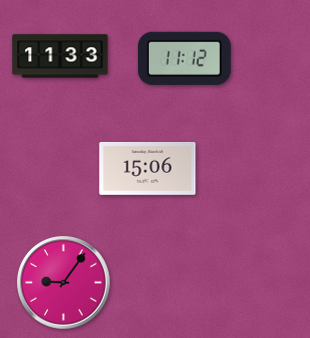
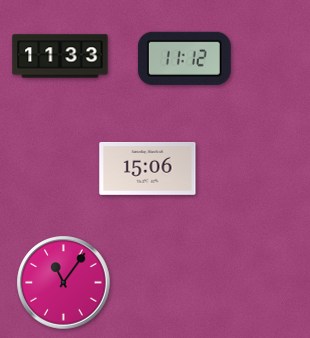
clock at (64, 283): 9:06 -> 11:06
